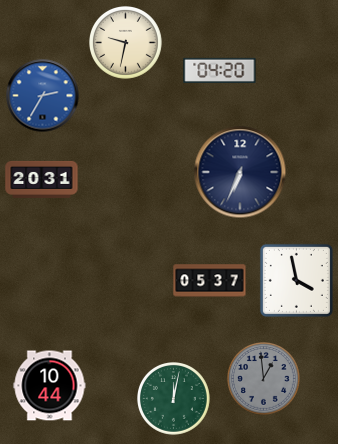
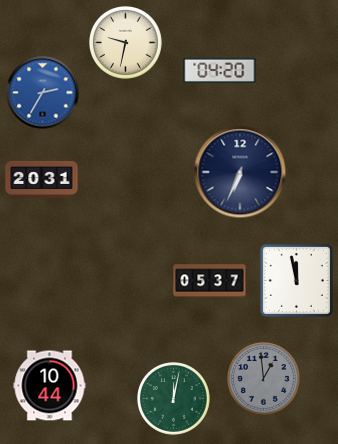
clock at (43, 96) position: (43, 96) -> (43, 93)
clock at (296, 280): 3:58 -> 11:58
